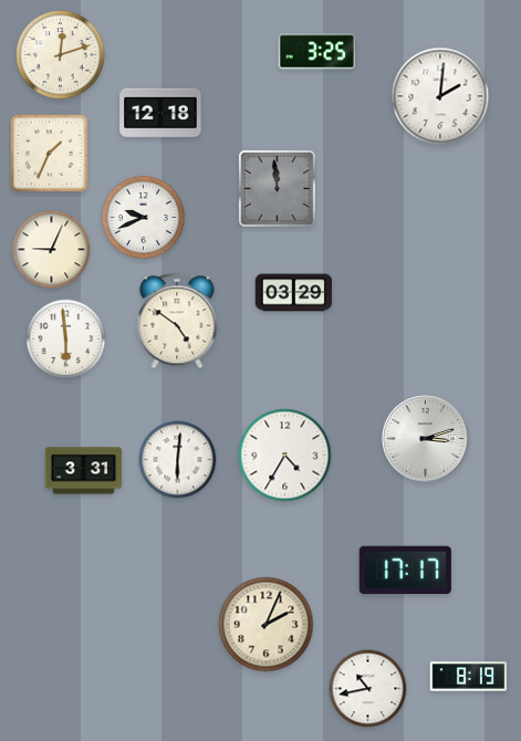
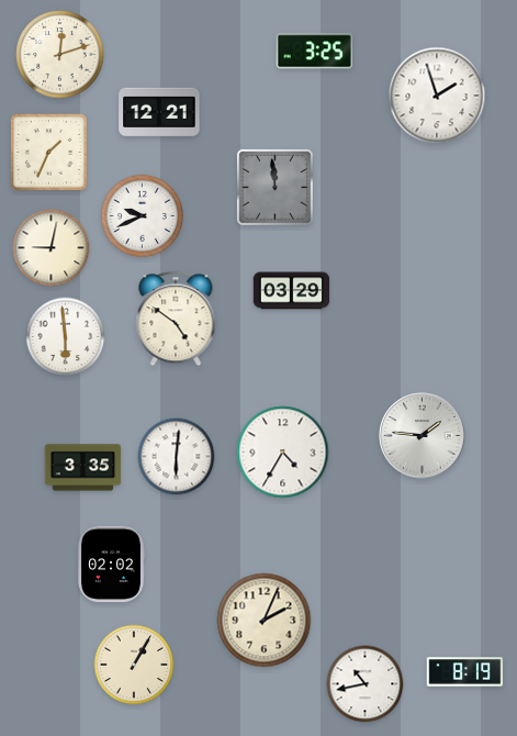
clock at (440, 96): 2:01 -> 1:57
clock at (160, 113): 12:18 -> 12:21
clock at (52, 250): 9:04 -> 9:02
clock at (426, 439): 3:12 -> 1:46
clock at (84, 471): 3:31 -> 3:35
clock at (111, 565): none -> 02:02
clock at (405, 571): 17:17 -> none
clock at (134, 665): none -> 1:05
